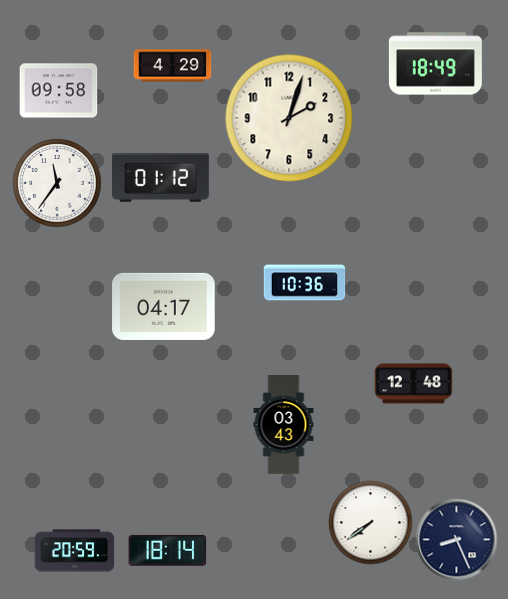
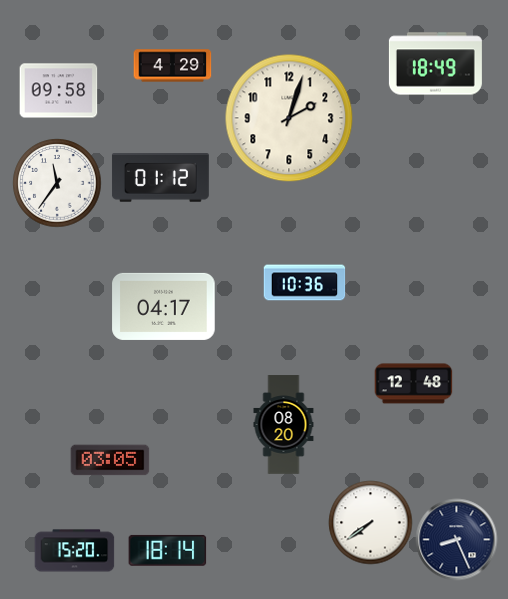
clock at (284, 425): 03:43 -> 08:20
clock at (110, 460): none -> 03:05
clock at (74, 551): 20:59 -> 15:20
